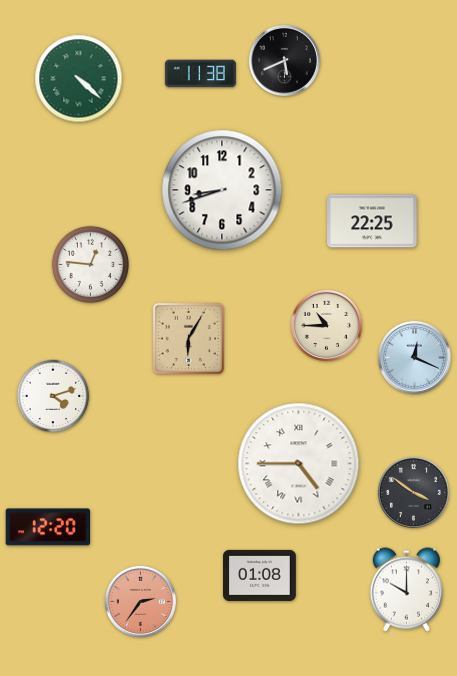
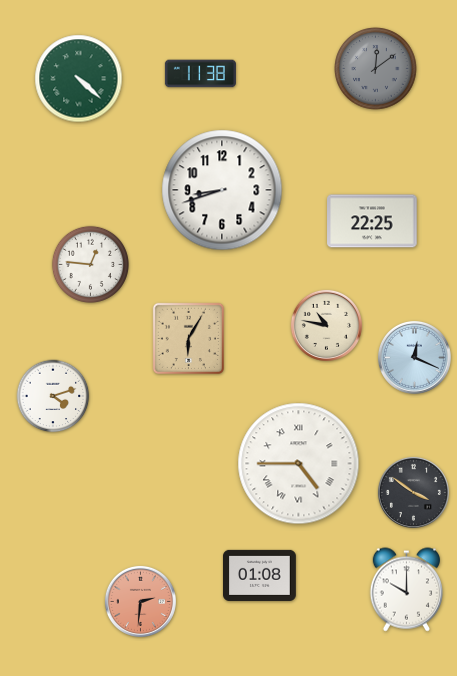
clock at (284, 60): 5:41 -> none
clock at (376, 69): none -> 12:09
clock at (326, 325): 10:45 -> 10:47
clock at (48, 527): 12:20 -> none
clock at (140, 601): 2:36 -> 2:31
